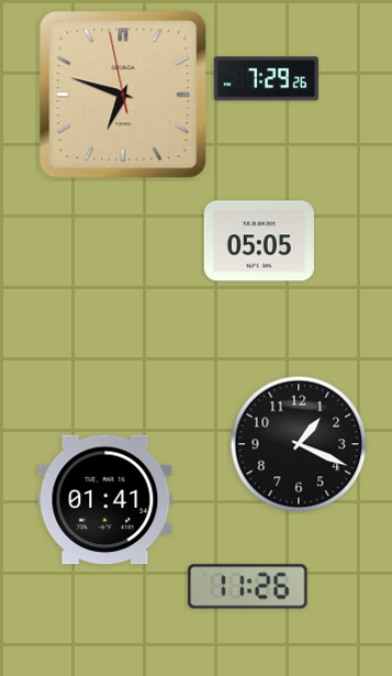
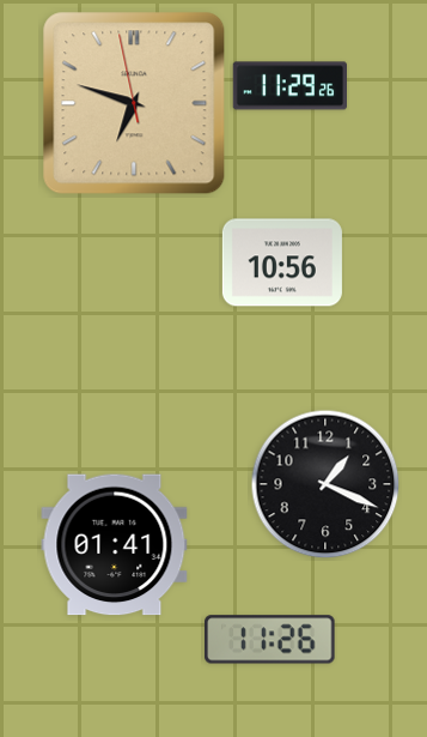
clock at (267, 79): 7:29 -> 11:29
clock at (259, 241): 05:05 -> 10:56
